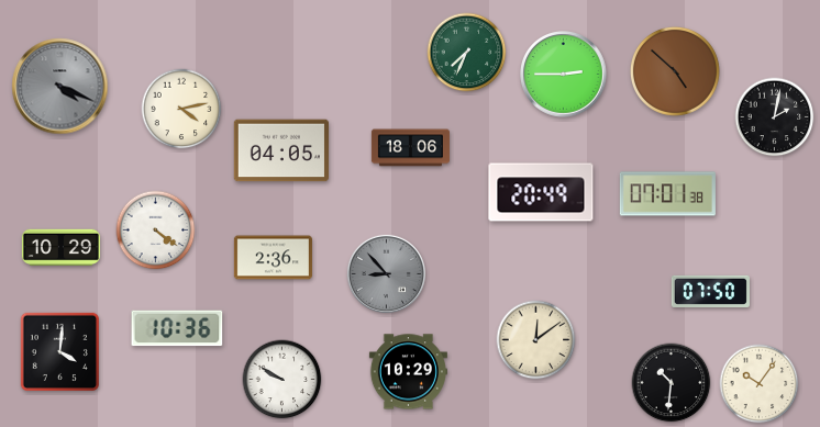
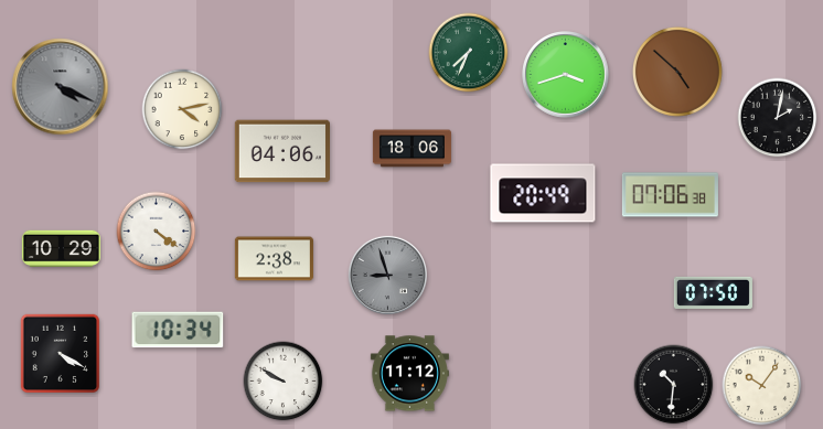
clock at (564, 75): 2:45 -> 3:42
clock at (280, 150): 04:05 -> 04:06
clock at (667, 194): 07:01 -> 07:06
clock at (273, 258): 2:36 -> 2:38
clock at (386, 273): 8:53 -> 8:57
clock at (177, 328): 10:36 -> 10:34
clock at (536, 340): 12:09 -> none
clock at (59, 351): 4:01 -> 4:20
clock at (408, 372): 10:29 -> 11:12
